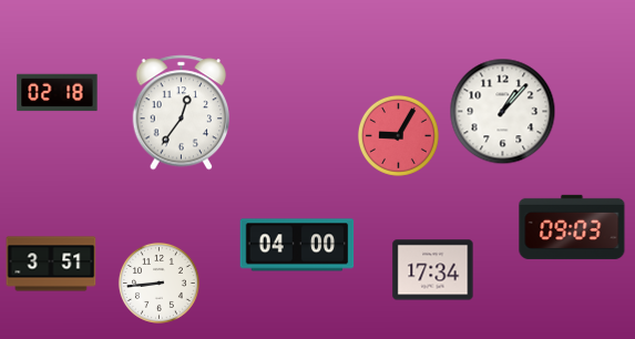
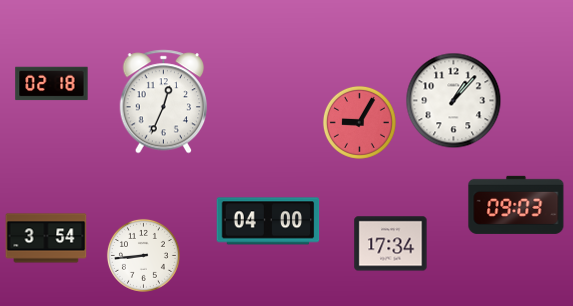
clock at (182, 113): 12:36 -> 12:34
clock at (51, 264): 3:51 -> 3:54
